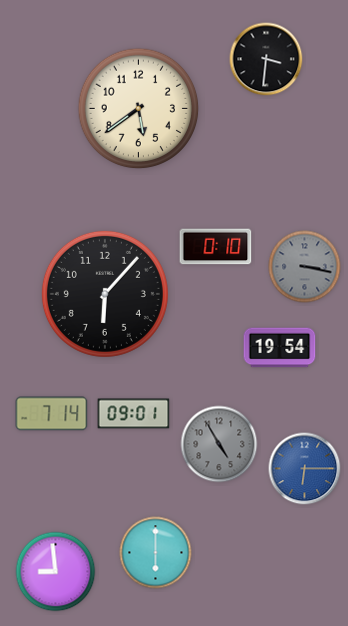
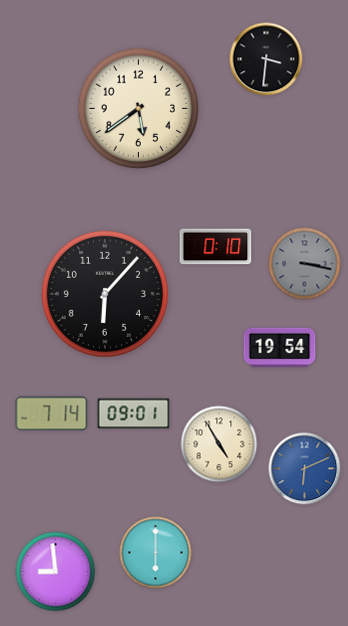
clock at (305, 267) position: (305, 267) -> (305, 264)
clock at (219, 444) dial: grey -> cream
clock at (305, 469): 6:15 -> 6:11
